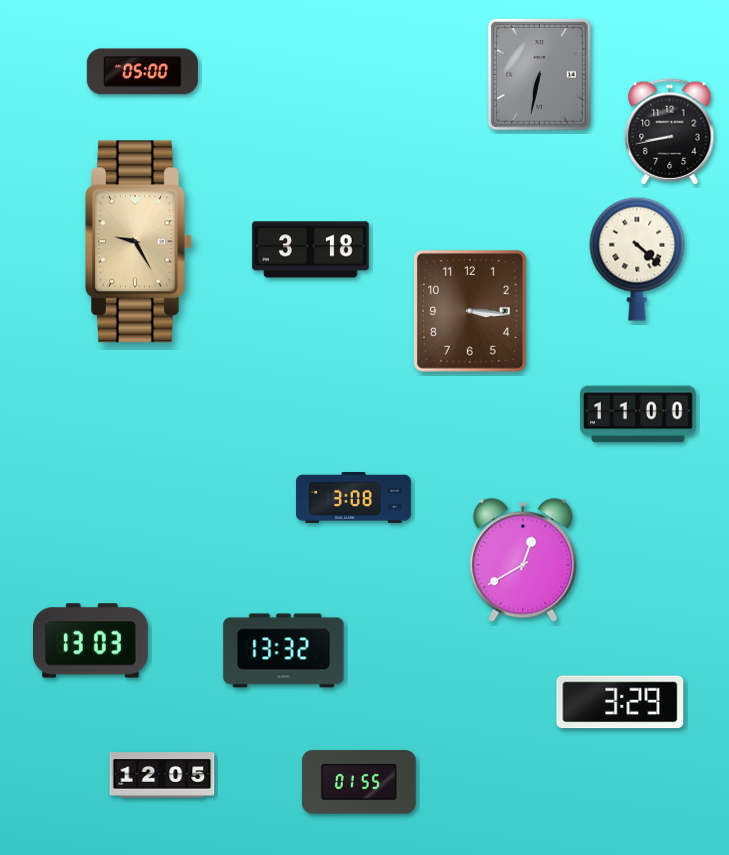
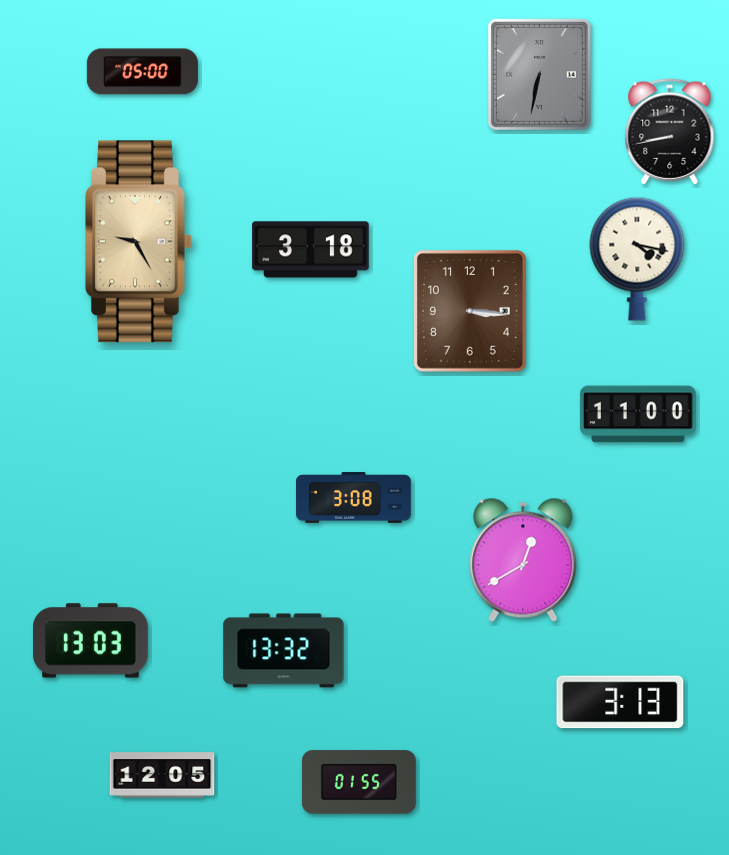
clock at (637, 259): 4:22 -> 4:17
clock at (620, 702): 3:29 -> 3:13
